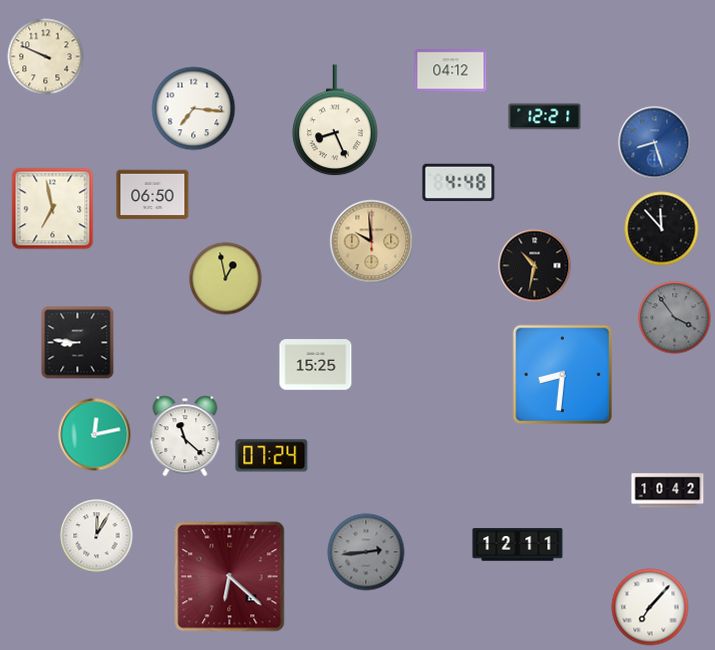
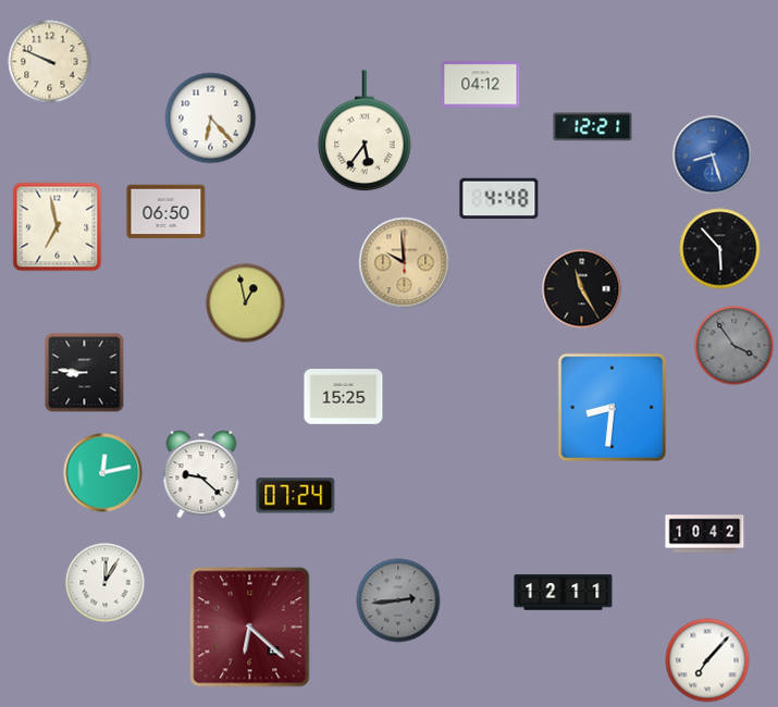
clock at (451, 71) position: (451, 71) -> (481, 85)
clock at (194, 109): 7:16 -> 6:23
clock at (335, 121): 8:26 -> 5:36
clock at (662, 229): 11:53 -> 5:53
clock at (535, 266): 10:32 -> 11:25
clock at (185, 436): 11:22 -> 9:22
clock at (668, 491) position: (668, 491) -> (705, 534)
